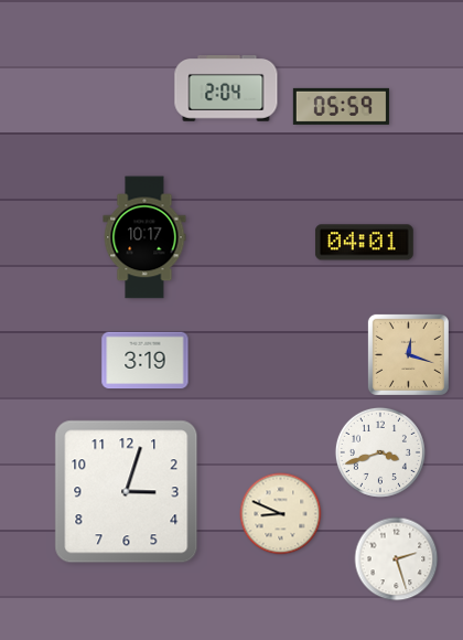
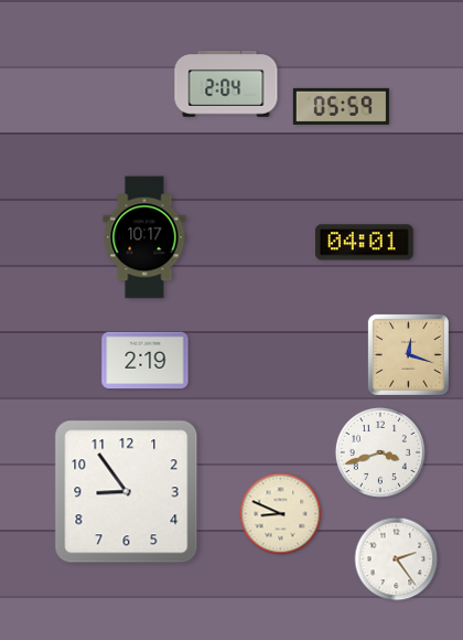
clock at (226, 89) position: (226, 89) -> (226, 85)
clock at (146, 361): 3:19 -> 2:19
clock at (127, 492): 3:03 -> 8:54
clock at (397, 559): 2:27 -> 2:24
